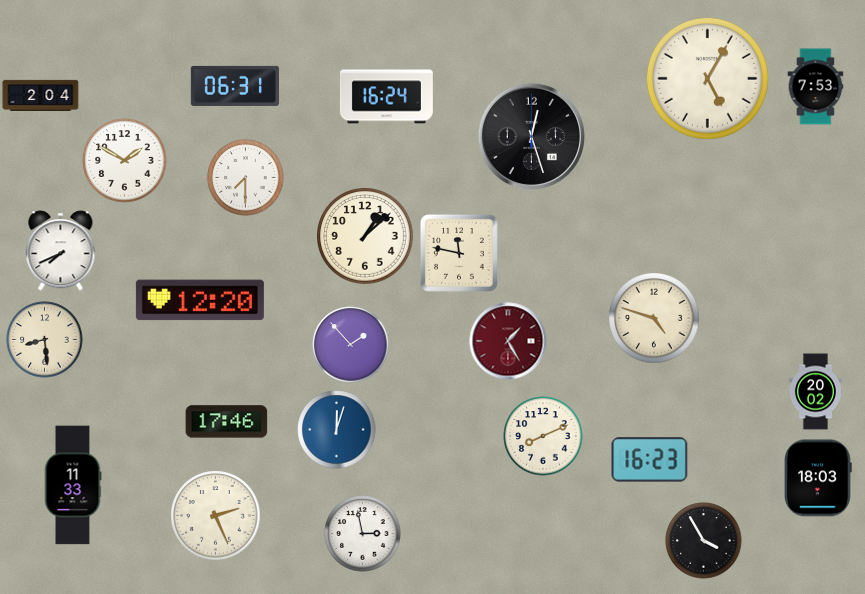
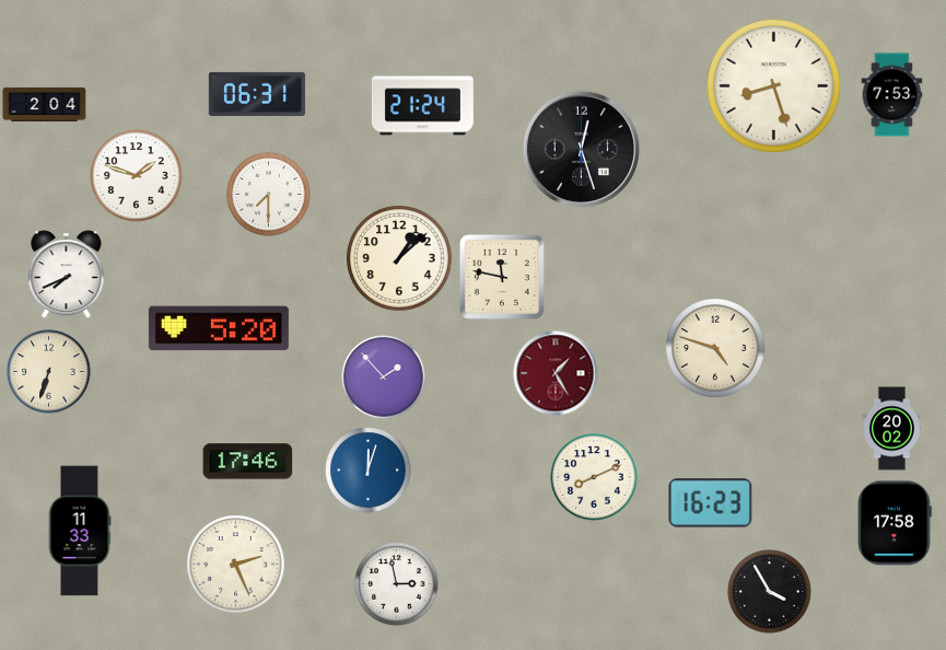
clock at (707, 78): 5:05 -> 8:27
clock at (386, 97): 16:24 -> 21:24
clock at (125, 161): 1:50 -> 1:48
clock at (200, 300): 12:20 -> 5:20
clock at (45, 340): 8:29 -> 6:33
clock at (818, 478): 18:03 -> 17:58
